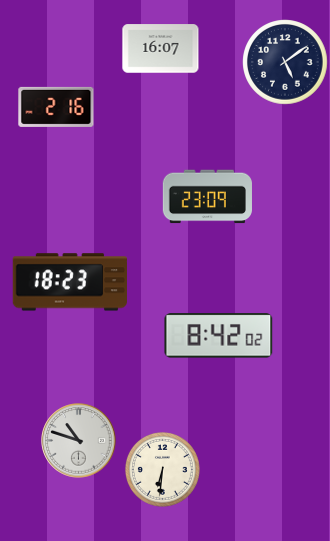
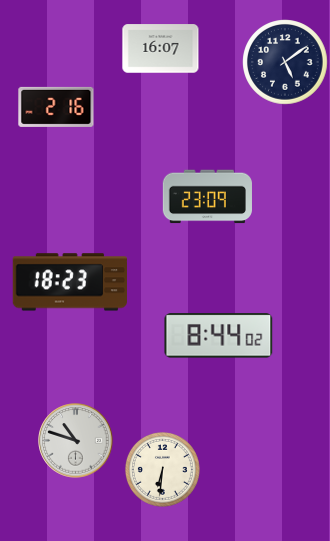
clock at (219, 336): 8:42 -> 8:44
clock at (79, 441) position: (79, 441) -> (76, 441)
